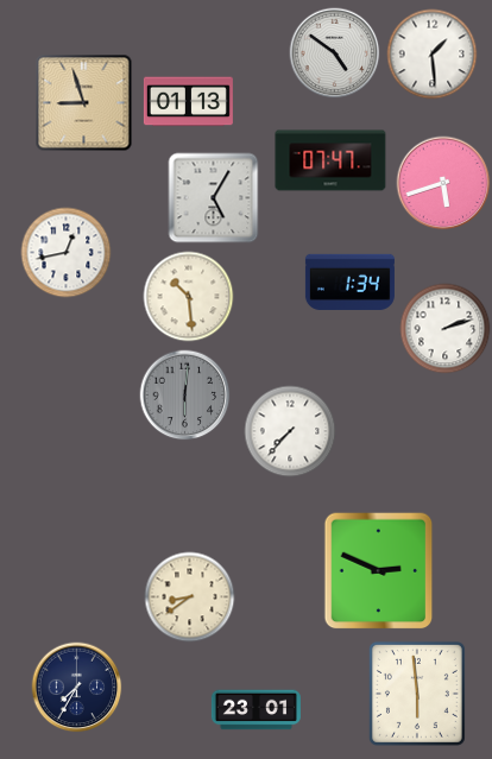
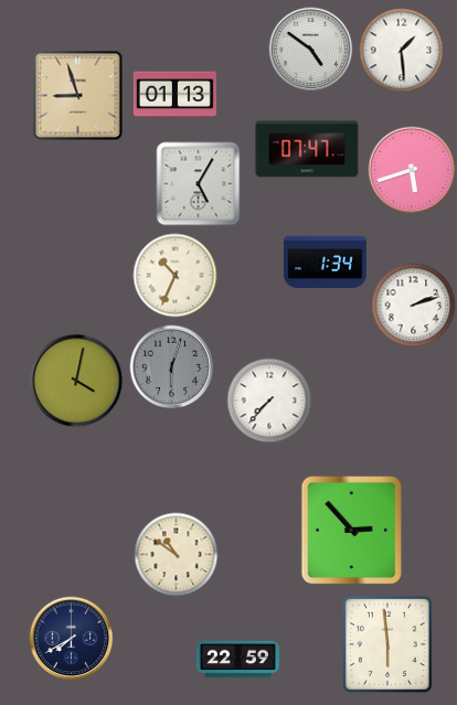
clock at (67, 253): 12:43 -> none
clock at (189, 297): 10:29 -> 10:34
clock at (185, 396): 6:01 -> 6:03
clock at (76, 381): none -> 4:02
clock at (379, 571): 2:49 -> 2:53
clock at (190, 597): 8:39 -> 10:51
clock at (77, 688): 7:35 -> 7:40
clock at (256, 710): 23:01 -> 22:59
